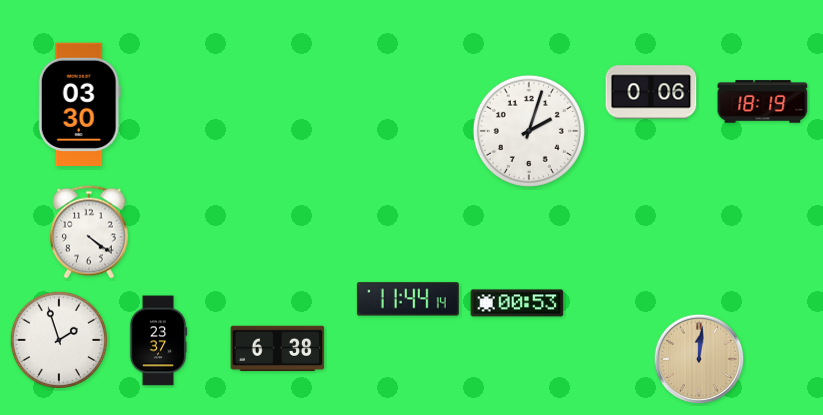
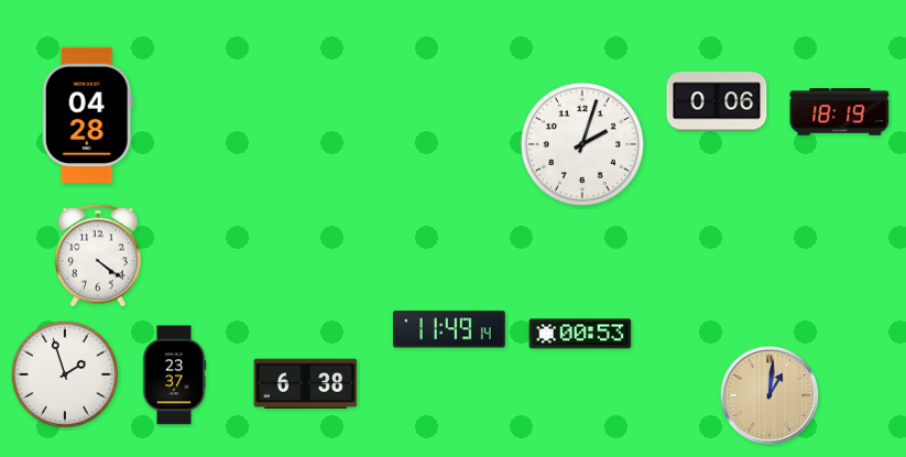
clock at (79, 105): 03:30 -> 04:28
clock at (408, 299): 11:44 -> 11:49
clock at (517, 303) position: (517, 303) -> (580, 334)
clock at (699, 359): 12:01 -> 1:01
